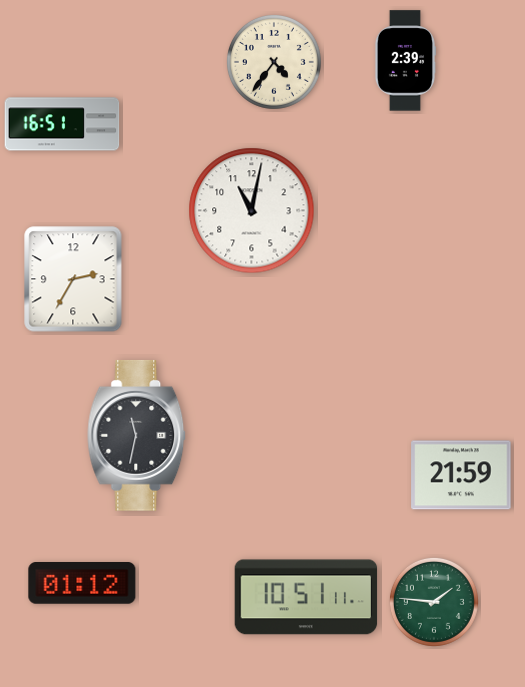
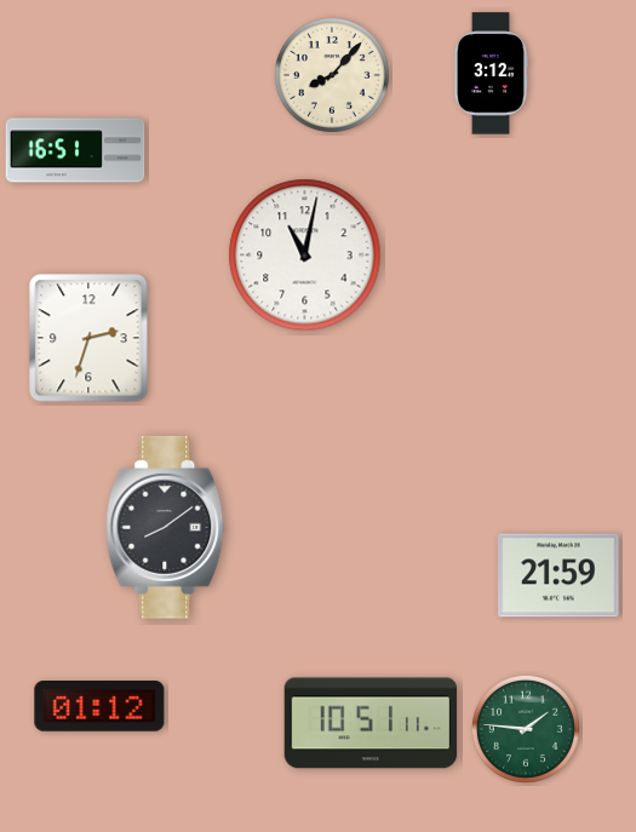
clock at (405, 61): 2:39 -> 3:12
clock at (274, 62): 4:36 -> 8:07
clock at (73, 279): 2:35 -> 2:33
clock at (137, 435): 11:32 -> 8:09
